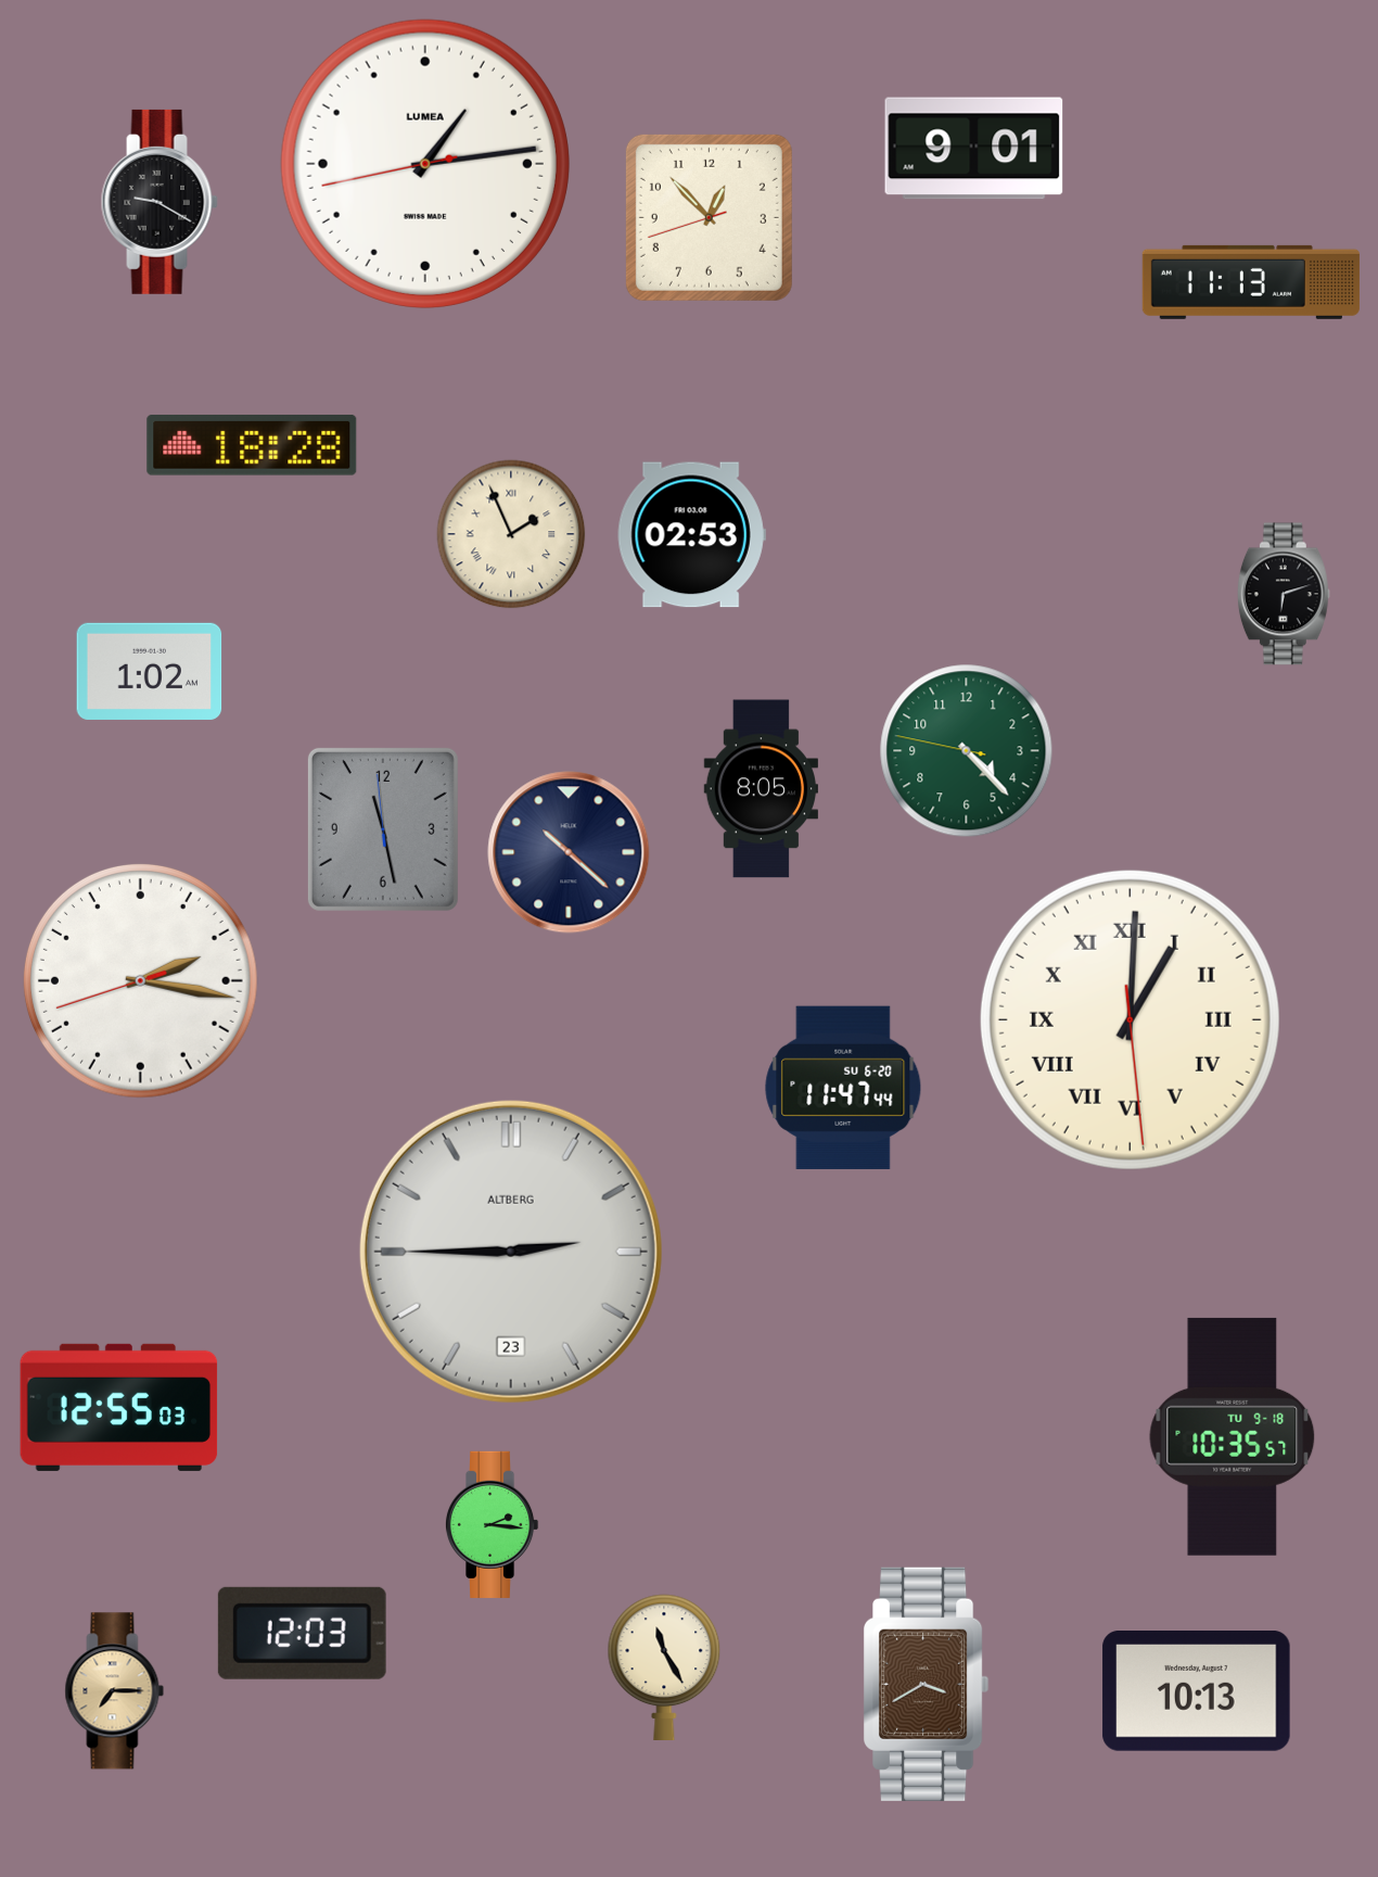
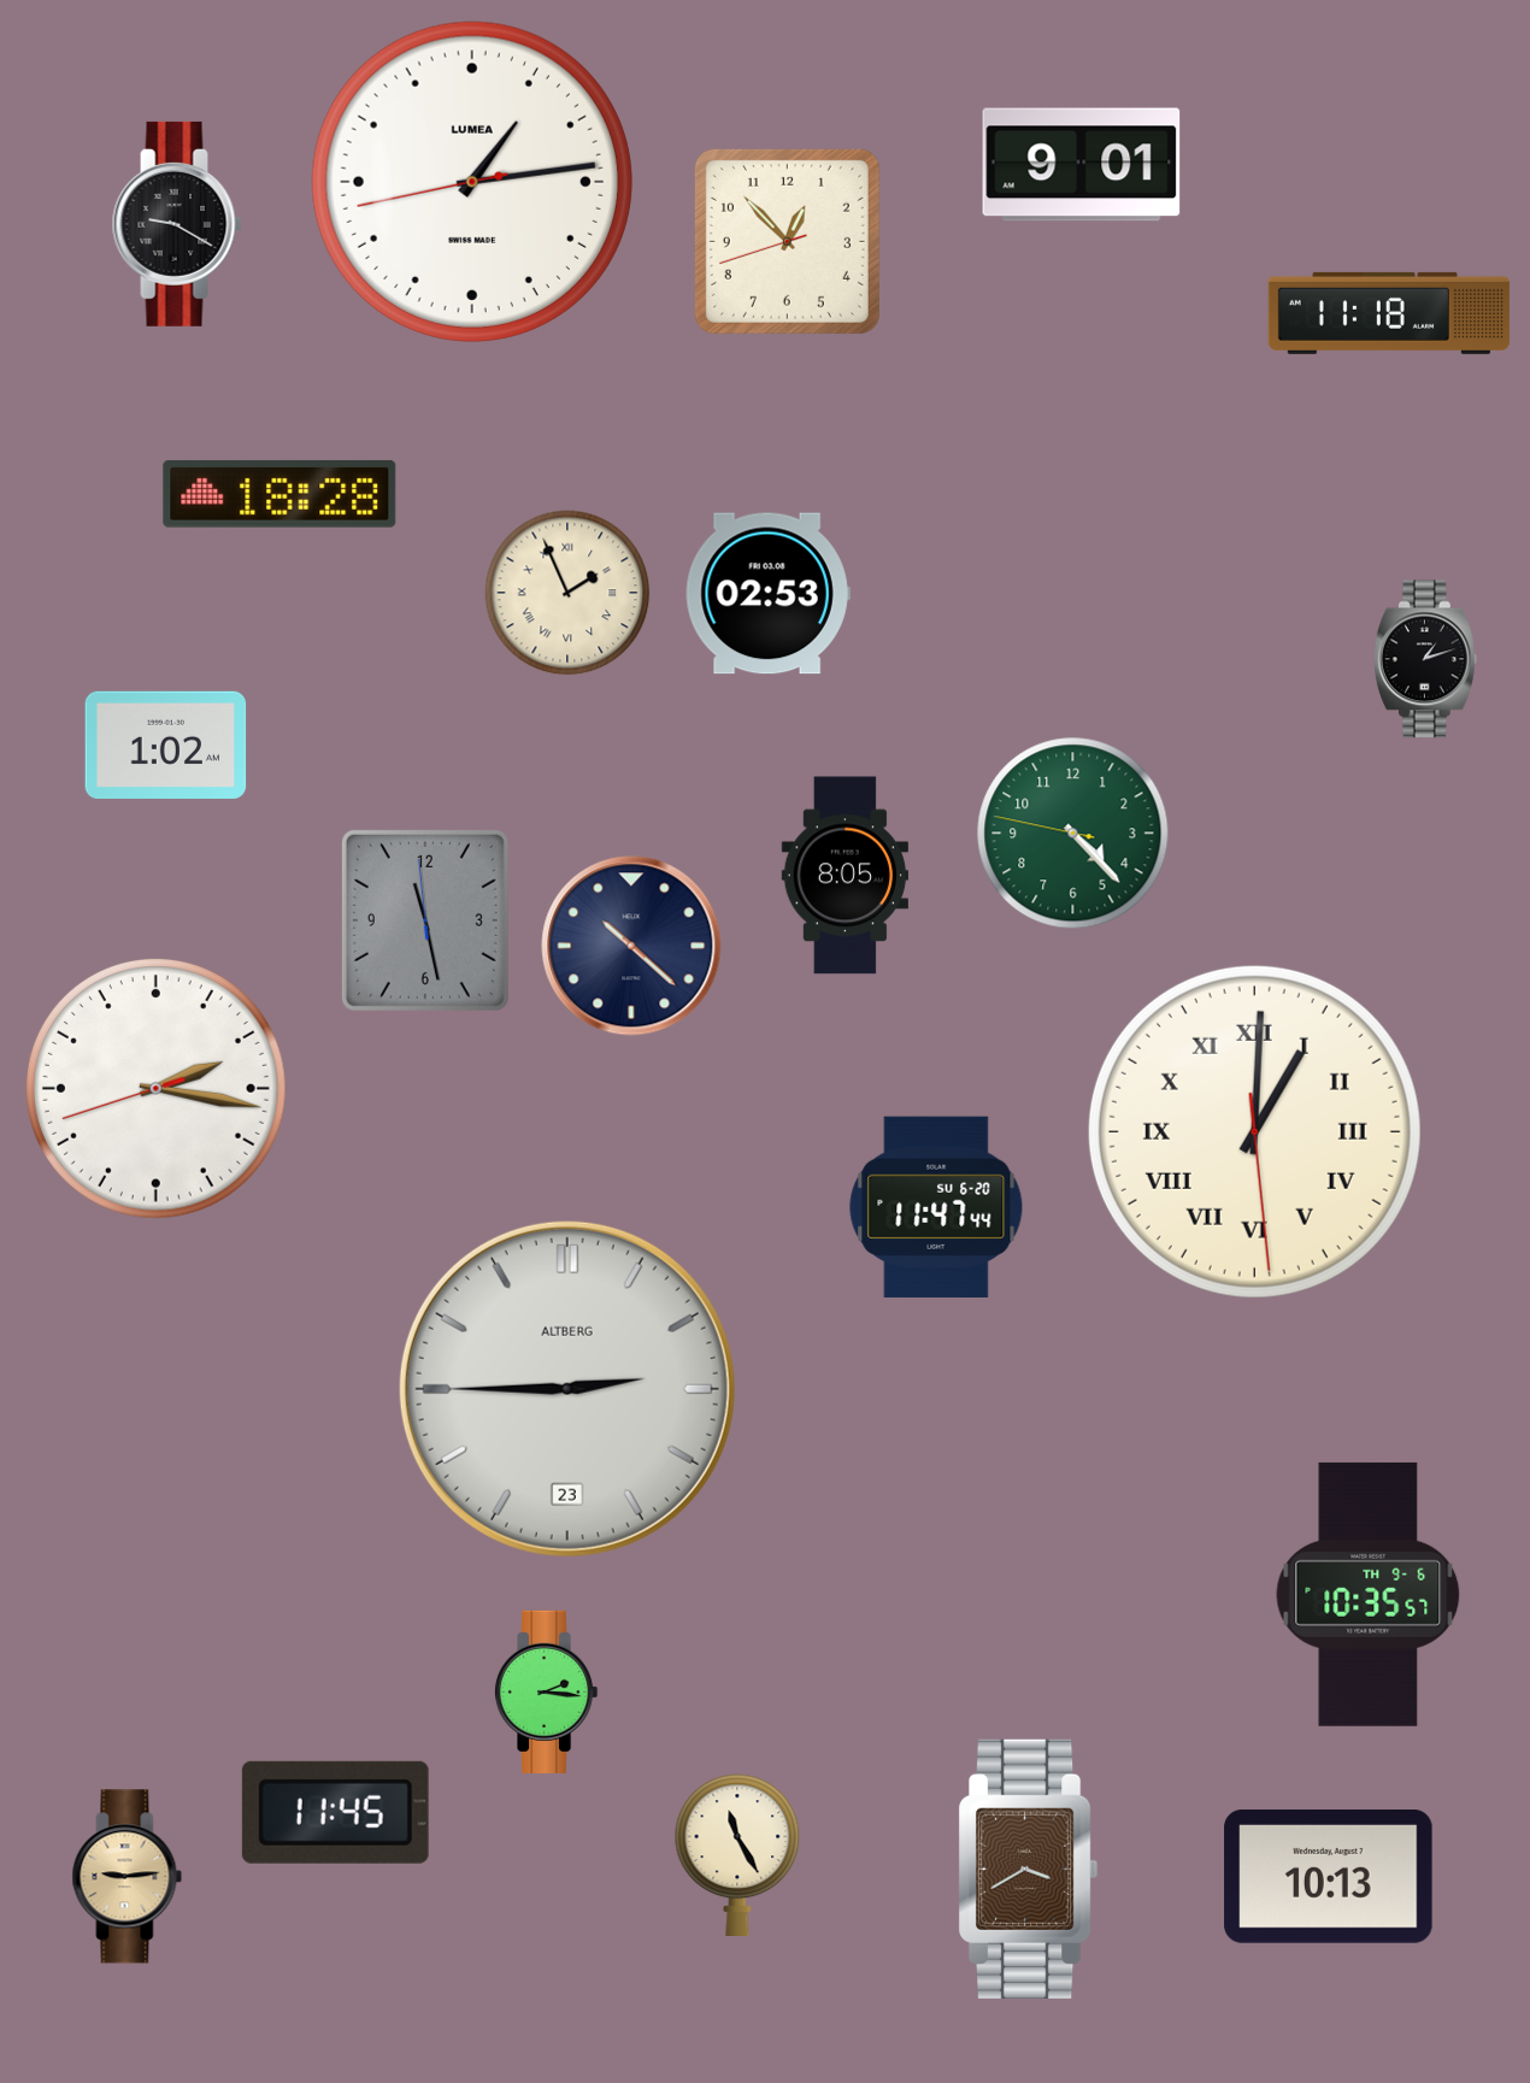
clock at (1251, 282): 11:13 -> 11:18
clock at (1284, 594): 6:12 -> 1:12
clock at (119, 1407): 12:55 -> none
clock at (1233, 1436) date: TU 9-18 -> TH 9-6
clock at (302, 1633): 12:03 -> 11:45
clock at (664, 1666) position: (664, 1666) -> (737, 1854)
clock at (115, 1691): 7:15 -> 9:14
